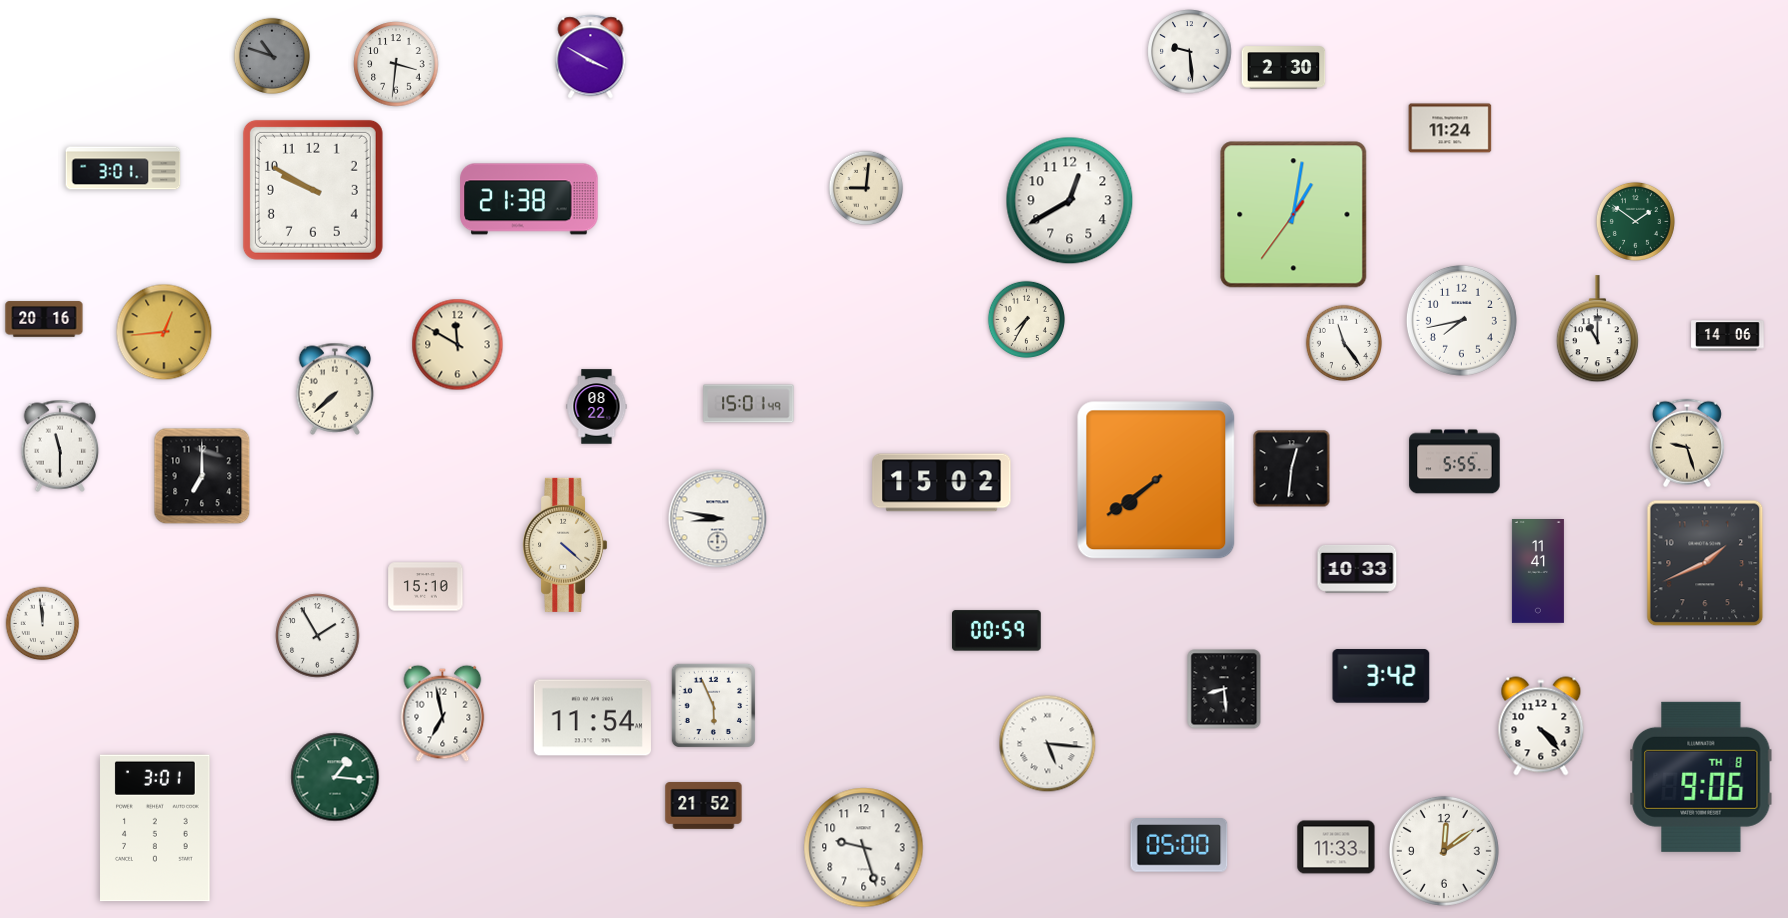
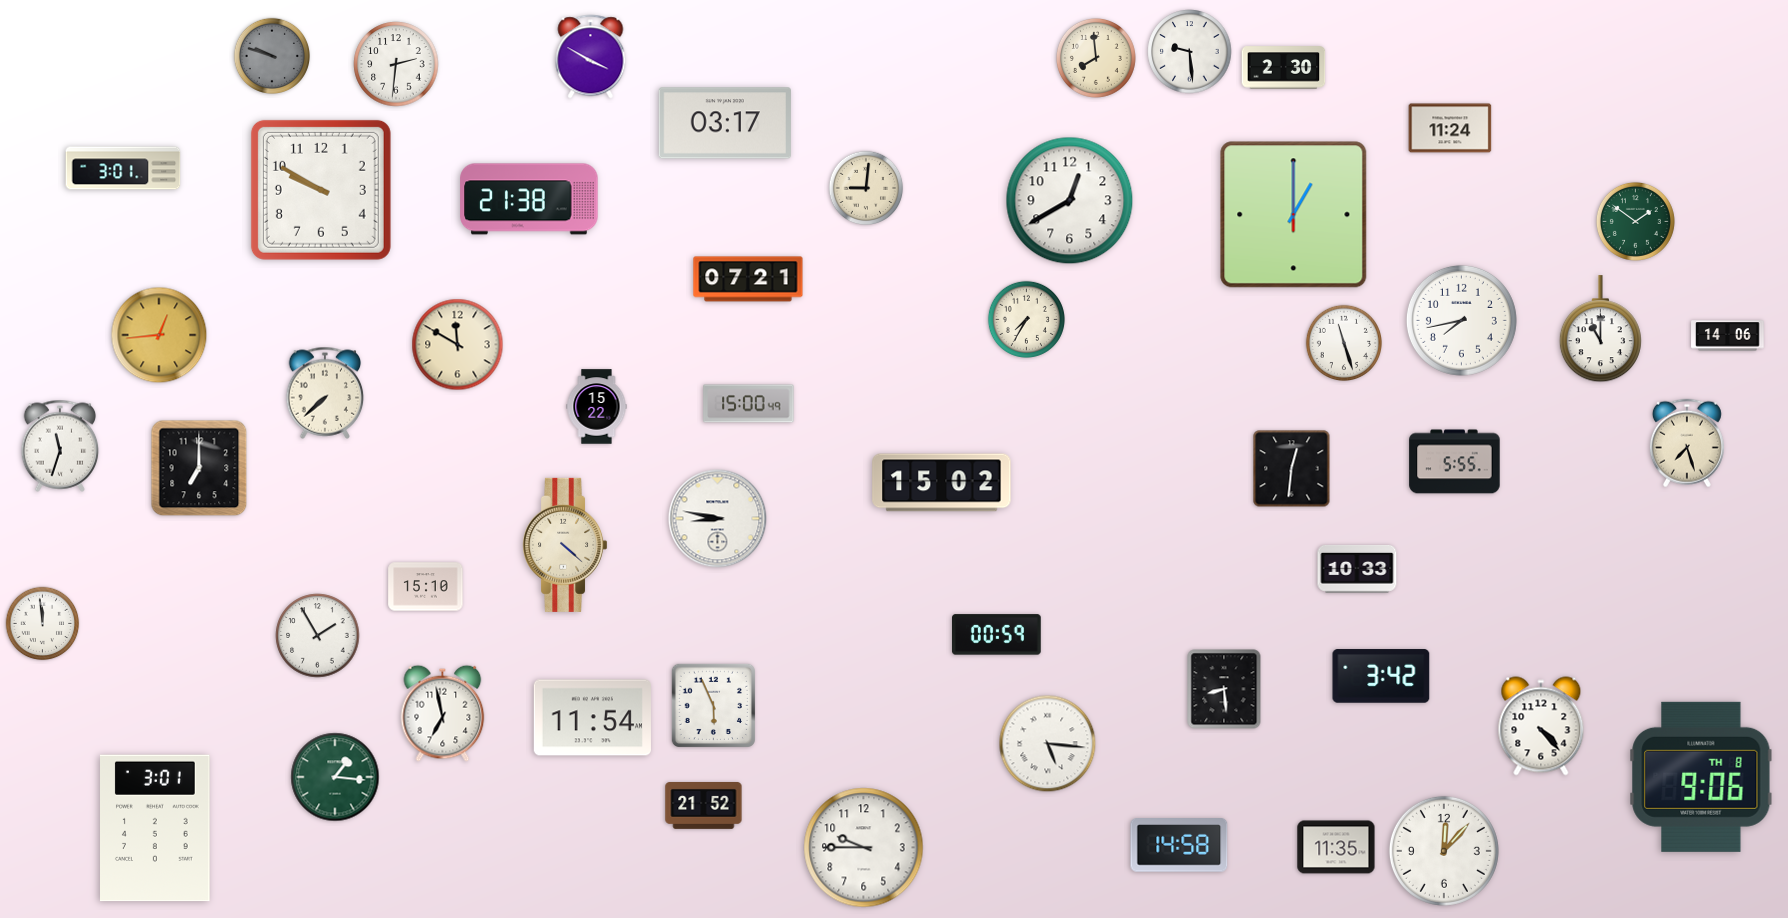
clock at (271, 55): 10:48 -> 9:48
clock at (1096, 58): none -> 7:59
clock at (396, 64): 3:31 -> 2:31
clock at (725, 123): none -> 03:17
clock at (313, 190) position: (313, 190) -> (321, 190)
clock at (1294, 215): 1:01 -> 1:00
clock at (748, 279): none -> 07:21
clock at (44, 319): 20:16 -> none
clock at (1597, 329) position: (1597, 329) -> (1600, 329)
clock at (164, 332) position: (164, 332) -> (159, 335)
clock at (1343, 342): 11:24 -> 11:27
clock at (335, 389) position: (335, 389) -> (325, 393)
clock at (749, 404): 15:01 -> 15:00
clock at (597, 407): 08:22 -> 15:22
clock at (1687, 443): 9:27 -> 7:27
clock at (60, 446): 11:30 -> 11:33
clock at (202, 476) position: (202, 476) -> (199, 468)
clock at (1156, 480): 7:39 -> none
clock at (1705, 563): 1:41 -> none
clock at (1538, 572): 11:41 -> none
clock at (997, 631) position: (997, 631) -> (997, 635)
clock at (1179, 846): 05:00 -> 14:58
clock at (1336, 847): 11:33 -> 11:35
clock at (864, 848): 9:27 -> 9:45
clock at (1444, 851): 12:09 -> 12:07
